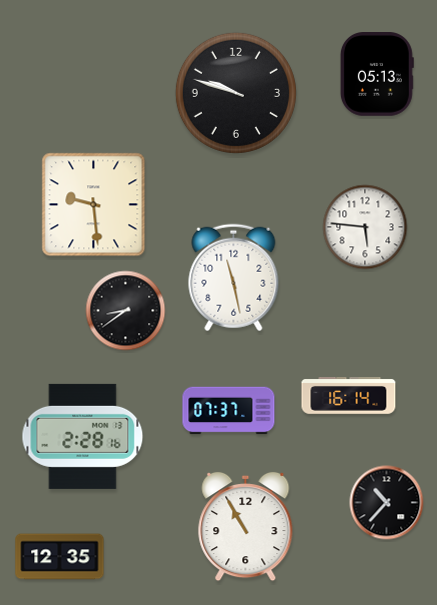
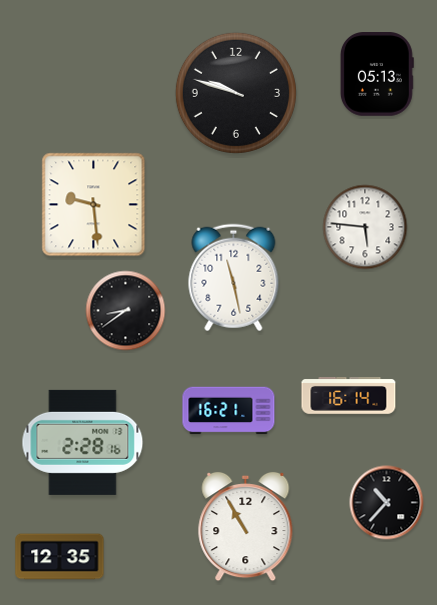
clock at (229, 411): 07:37 -> 16:21
clock at (83, 436) position: (83, 436) -> (83, 442)
